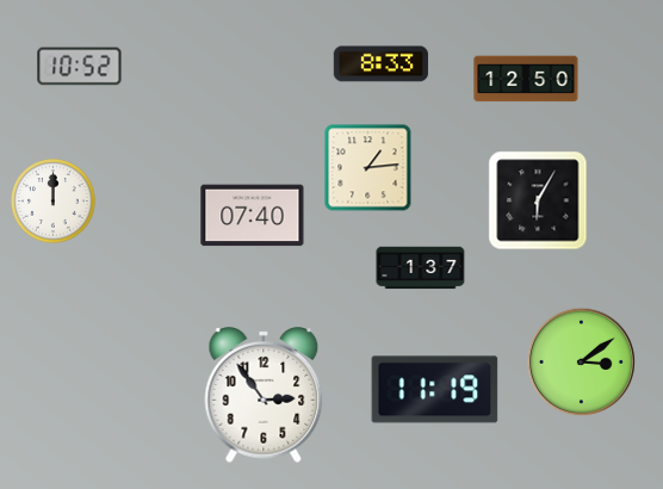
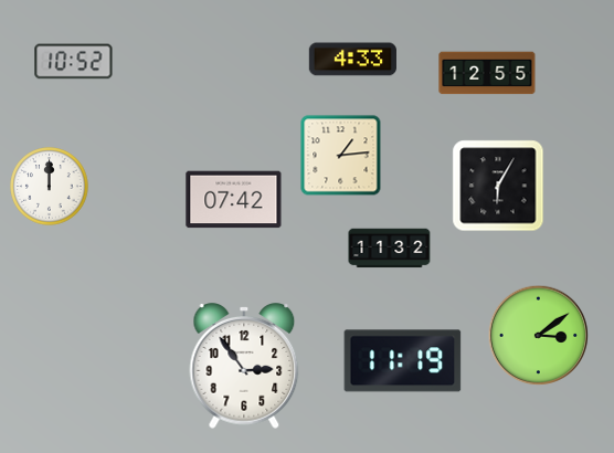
clock at (380, 64): 8:33 -> 4:33
clock at (526, 79): 12:50 -> 12:55
clock at (253, 216): 07:40 -> 07:42
clock at (421, 268): 1:37 -> 11:32
